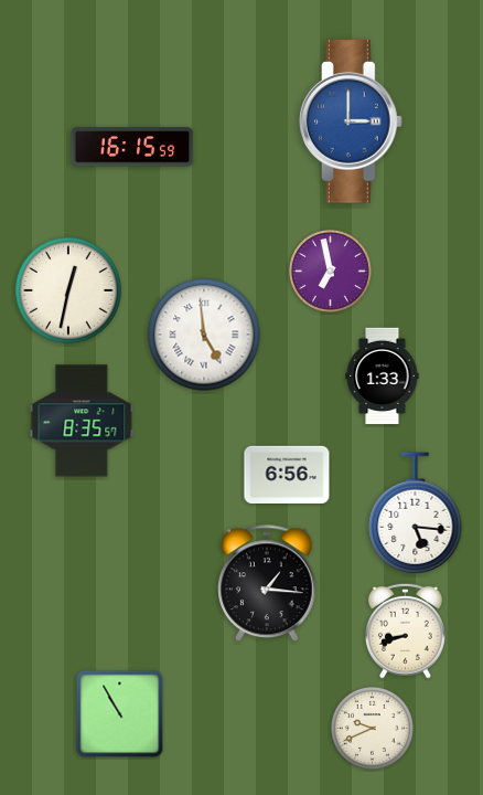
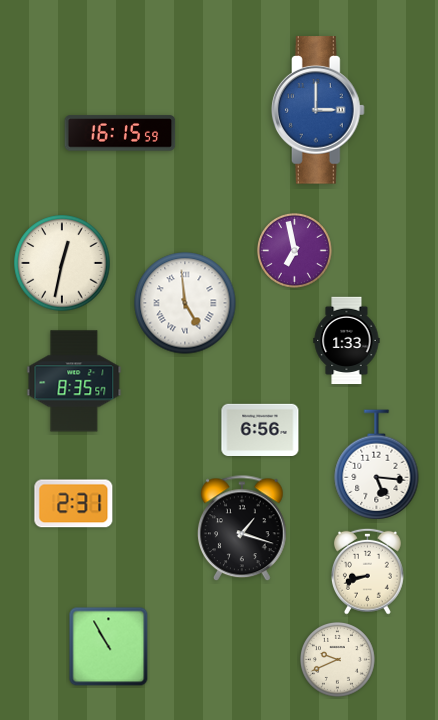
clock at (330, 271) position: (330, 271) -> (294, 250)
clock at (74, 504): none -> 2:31
clock at (268, 584): 1:16 -> 1:18
